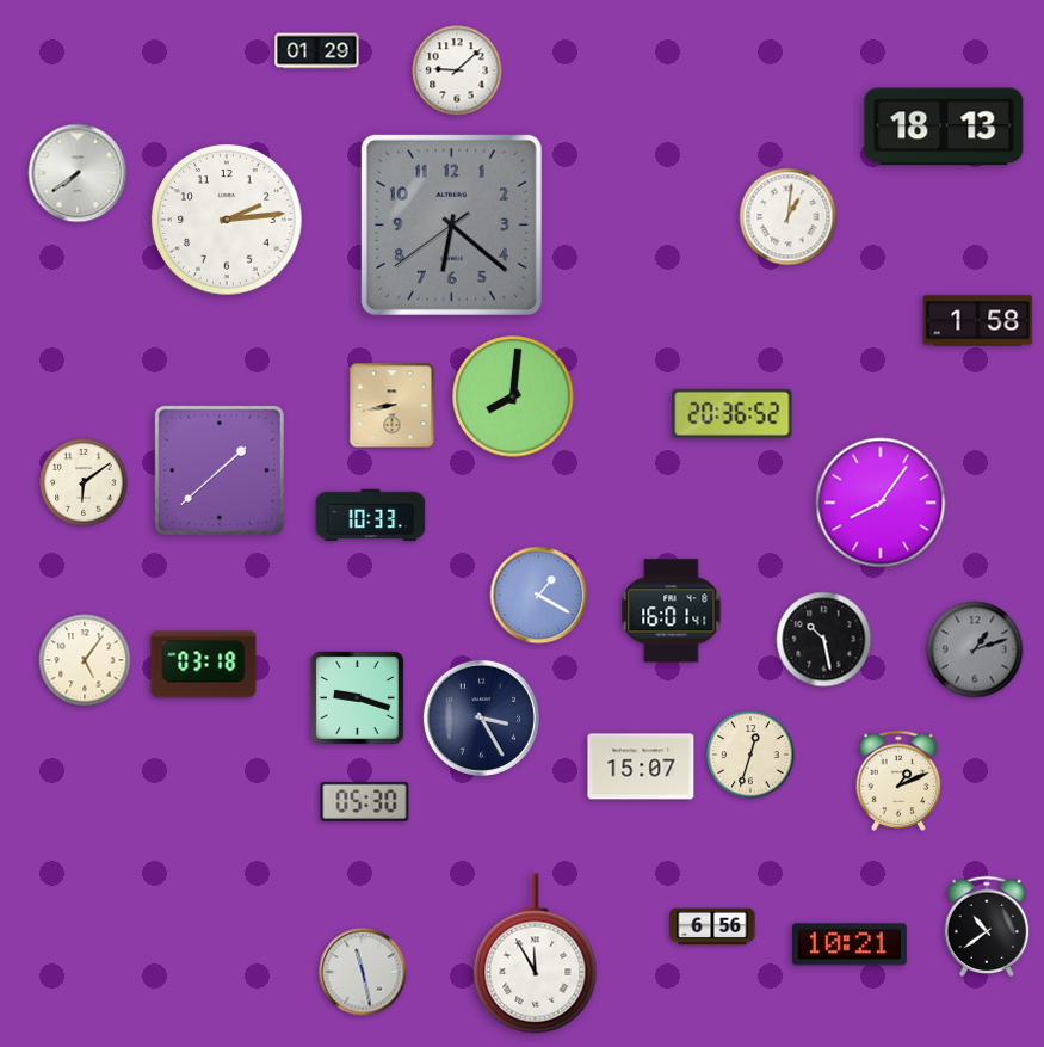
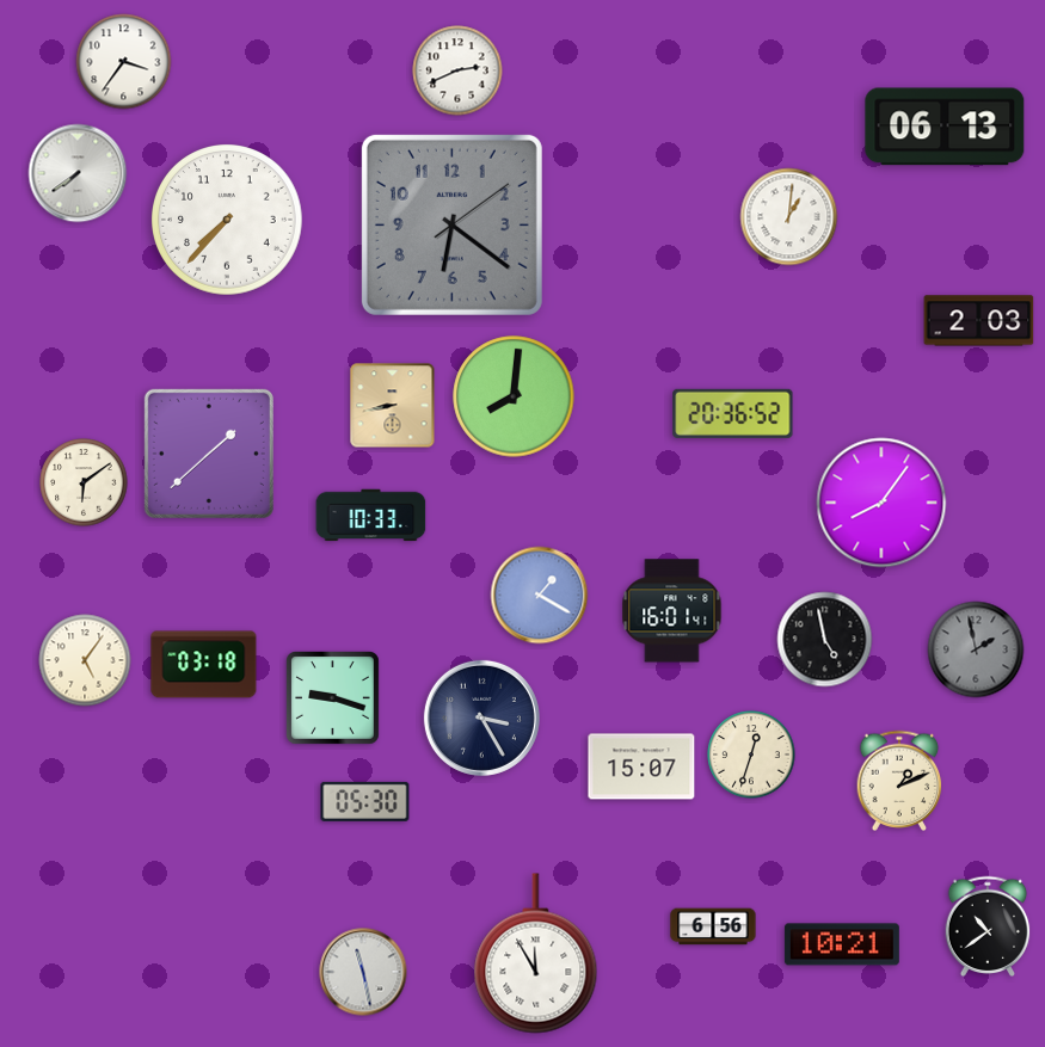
clock at (317, 51): 01:29 -> none
clock at (124, 62): none -> 3:36
clock at (457, 70): 9:08 -> 2:41
clock at (944, 127): 18:13 -> 06:13
clock at (227, 221): 2:14 -> 7:37
clock at (451, 224): 6:21:39 -> 6:21:09
clock at (978, 321): 1:58 -> 2:03
clock at (220, 470) position: (220, 470) -> (209, 454)
clock at (824, 640): 10:28 -> 4:58
clock at (975, 649): 1:12 -> 1:58
clock at (358, 698) position: (358, 698) -> (333, 698)
clock at (850, 944) position: (850, 944) -> (842, 944)
